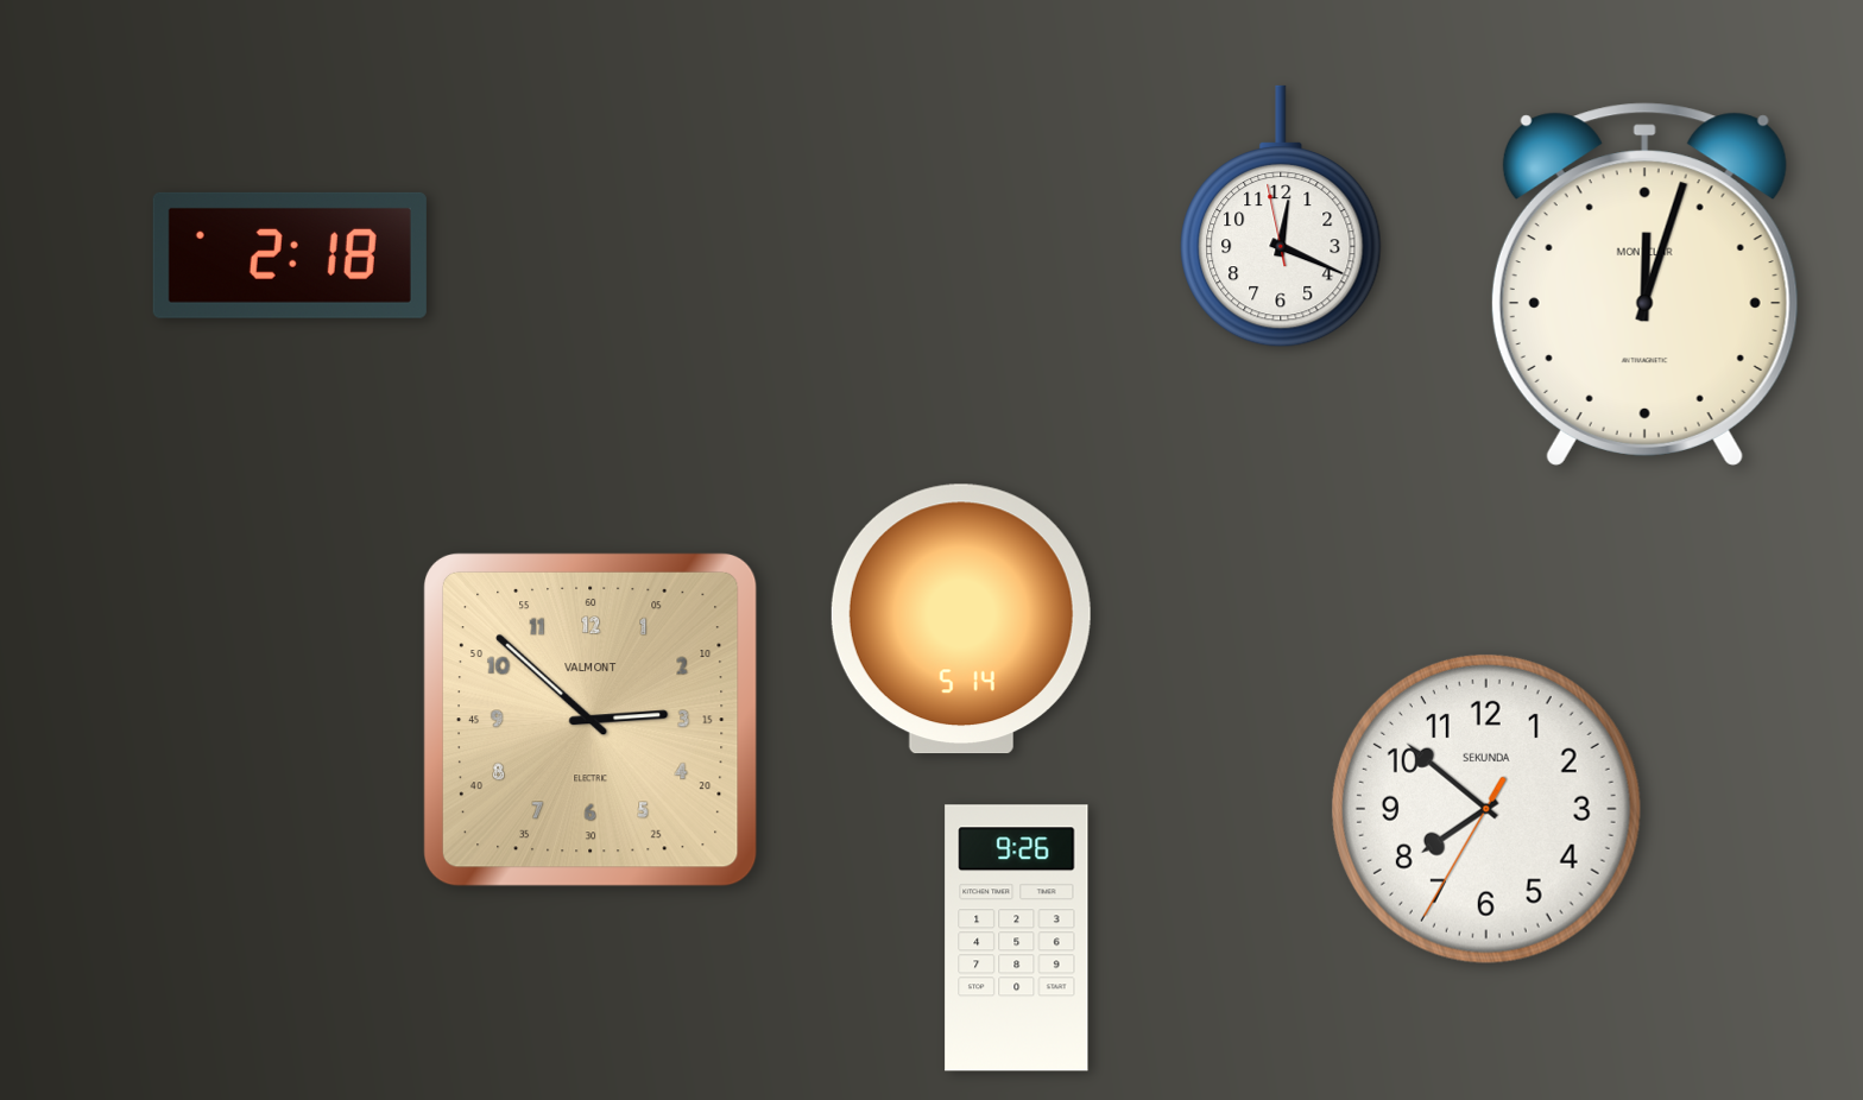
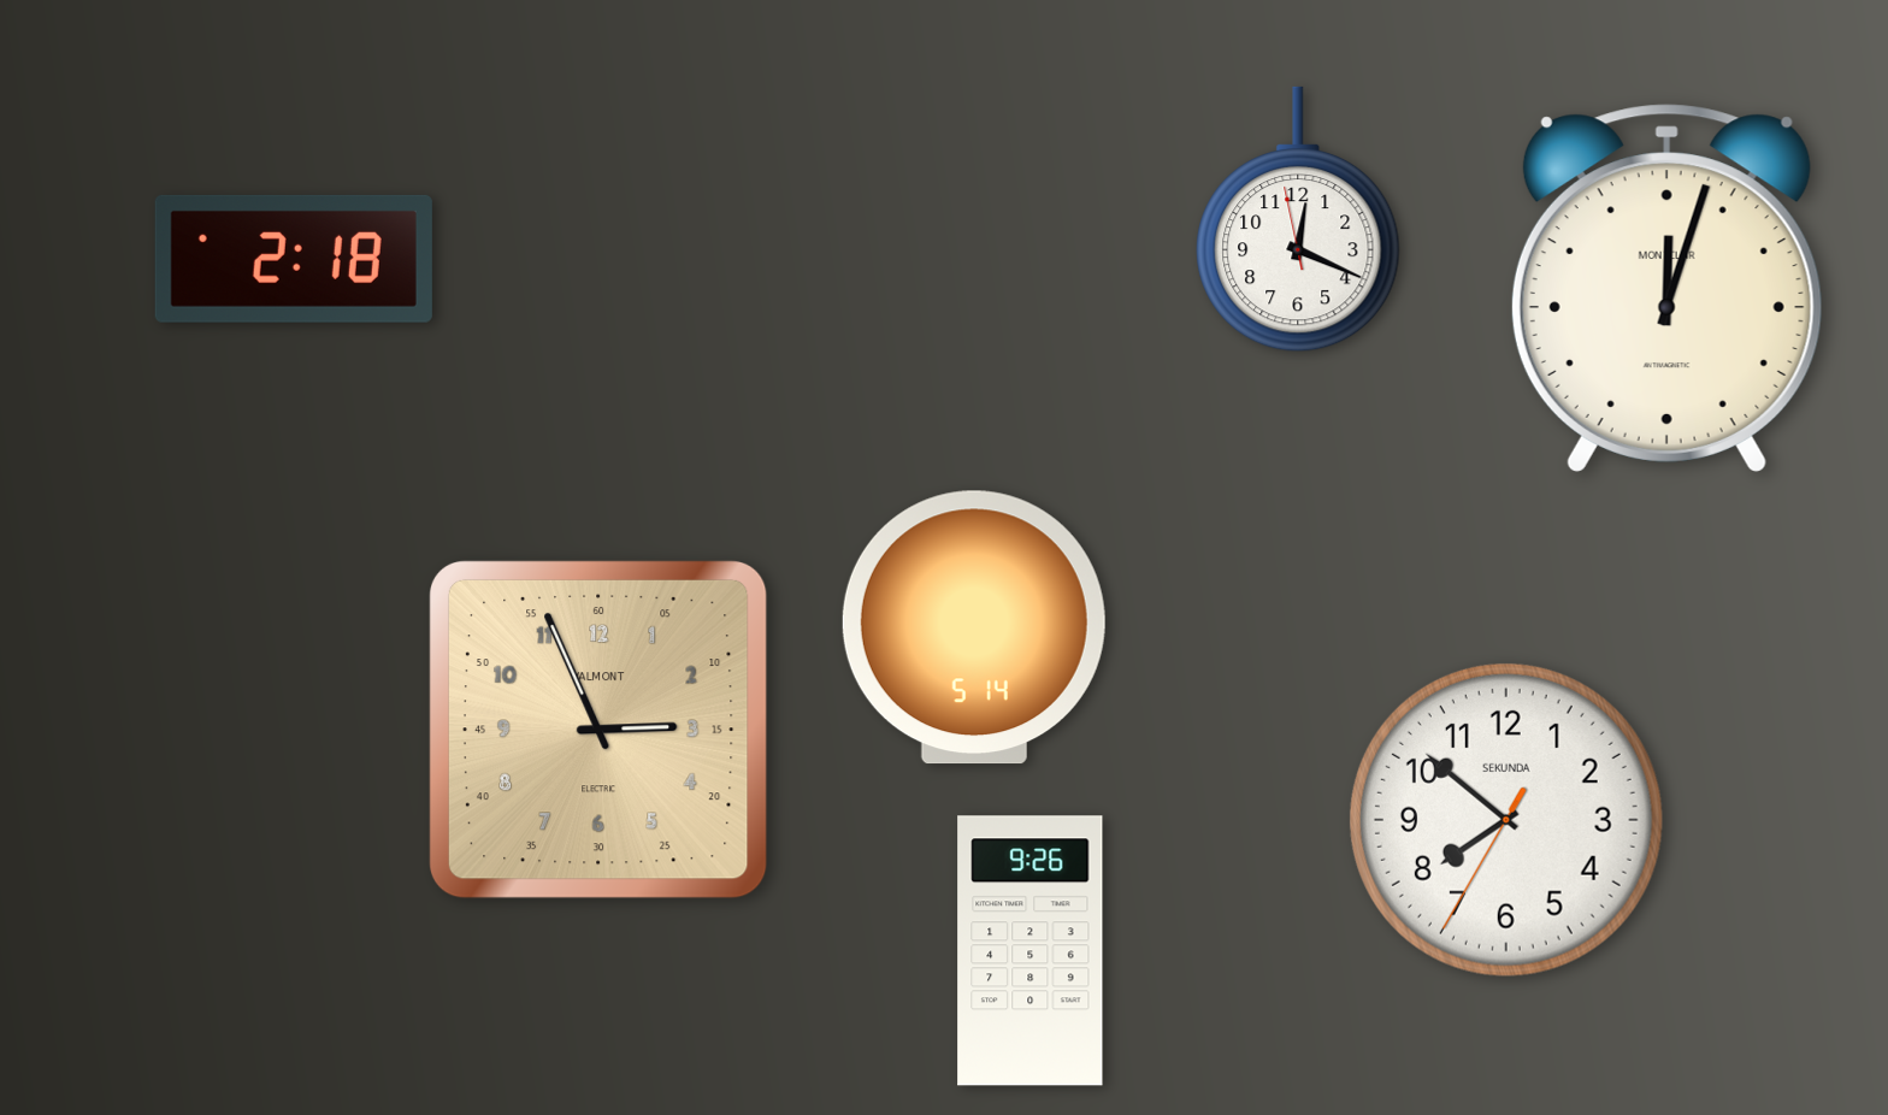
clock at (591, 720): 2:52 -> 2:56
